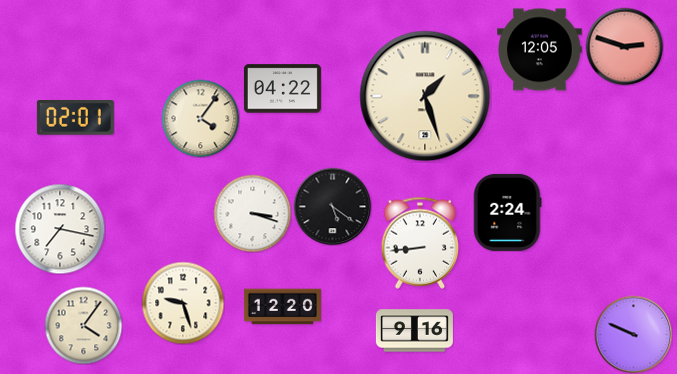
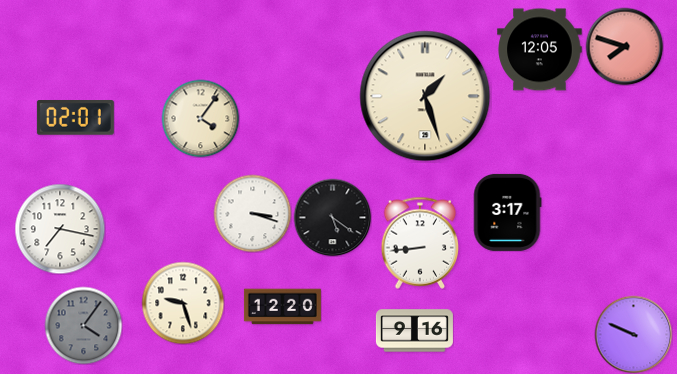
clock at (624, 46): 2:48 -> 7:48
clock at (282, 89): 04:22 -> none
clock at (332, 206) position: (332, 206) -> (332, 217)
clock at (507, 212): 2:24 -> 3:17
clock at (83, 325) dial: cream -> grey
